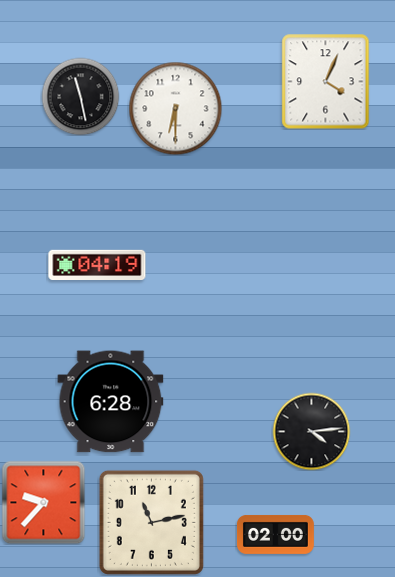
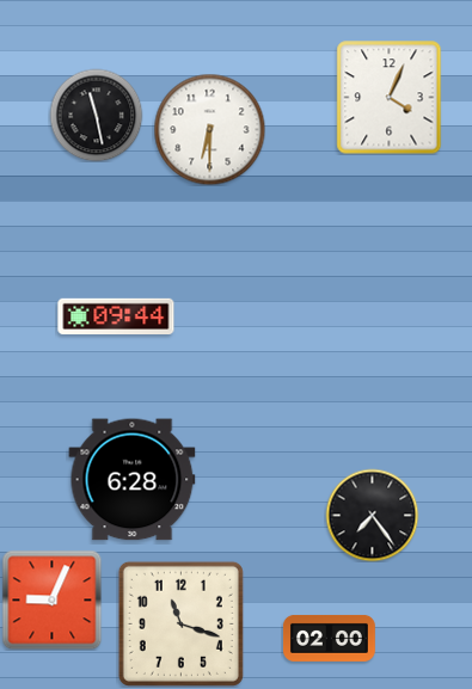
clock at (97, 264): 04:19 -> 09:44
clock at (311, 431): 4:14 -> 7:24
clock at (43, 502): 9:37 -> 9:04
clock at (151, 522): 11:13 -> 11:18
